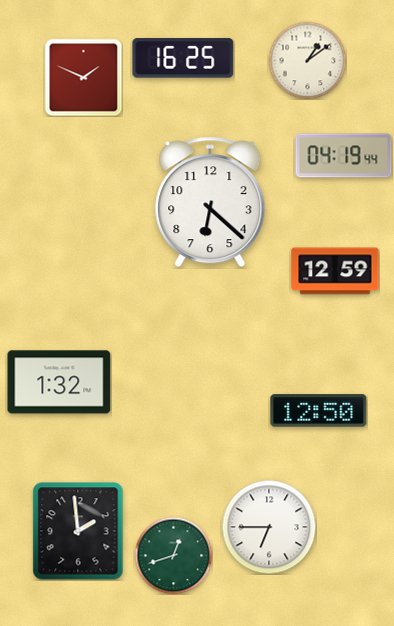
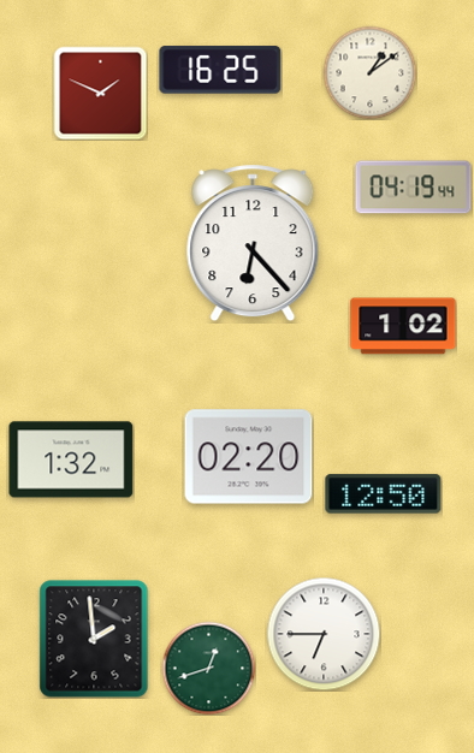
clock at (210, 202): 6:22 -> 6:23
clock at (335, 271): 12:59 -> 1:02
clock at (249, 457): none -> 02:20
